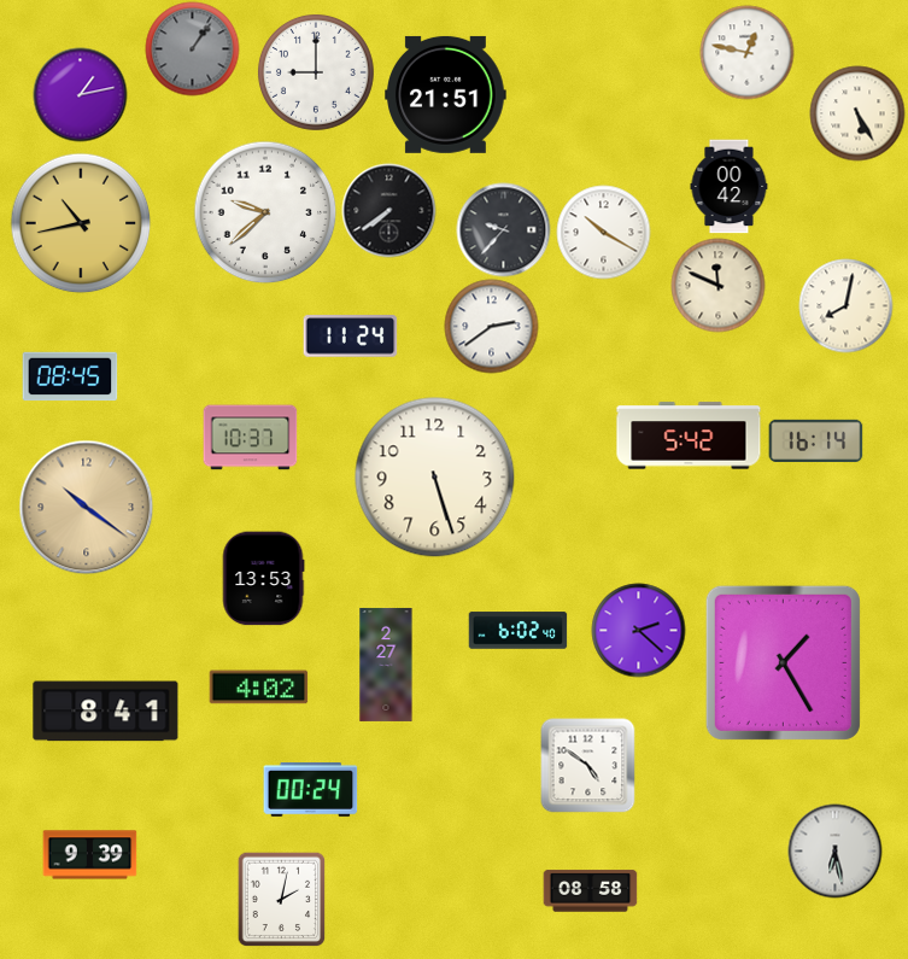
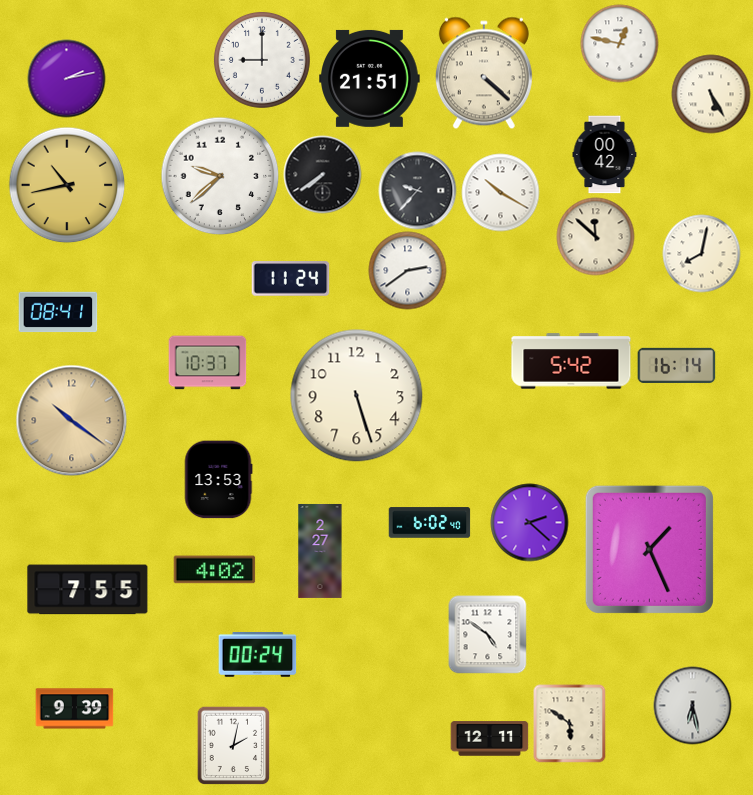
clock at (192, 48): 1:06 -> none
clock at (484, 73): none -> 4:22
clock at (80, 94): 1:13 -> 2:13
clock at (717, 285): 11:49 -> 11:52
clock at (70, 376): 08:45 -> 08:41
clock at (435, 478) position: (435, 478) -> (357, 396)
clock at (783, 662): 1:25 -> 1:26
clock at (106, 712): 8:41 -> 7:55
clock at (570, 723): none -> 5:51
clock at (590, 891): 08:58 -> 12:11
